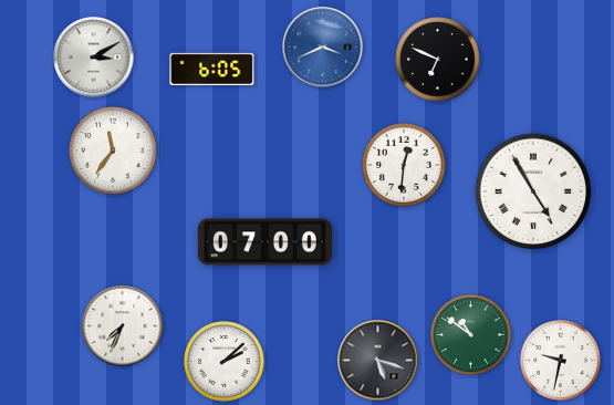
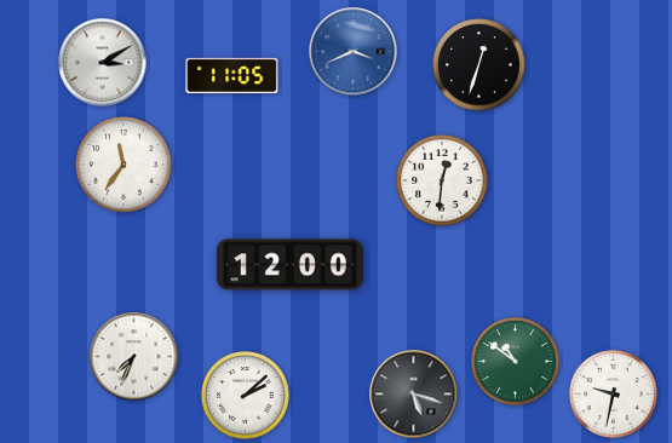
clock at (438, 60): 6:49 -> 12:33
clock at (212, 70): 6:05 -> 11:05
clock at (533, 191): 4:55 -> none
clock at (264, 242): 07:00 -> 12:00
clock at (471, 335) position: (471, 335) -> (516, 362)
